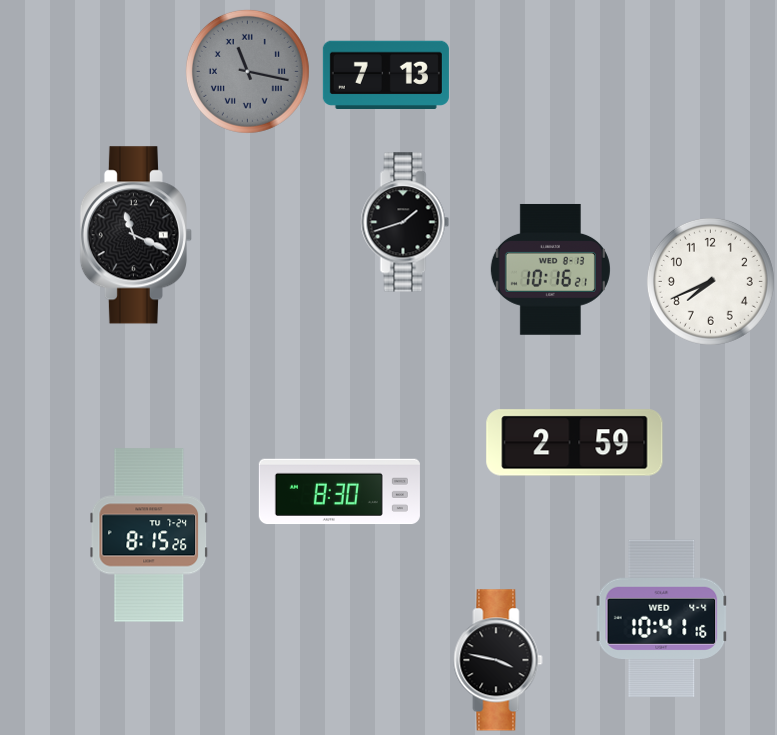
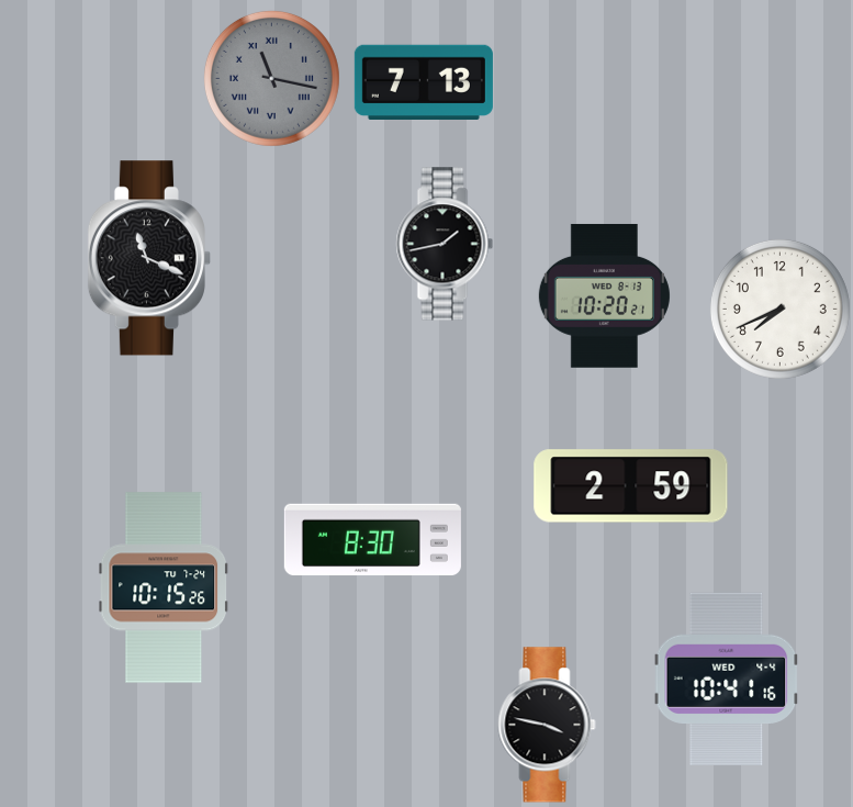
clock at (405, 222): 1:42 -> 1:43
clock at (550, 269): 10:16 -> 10:20
clock at (149, 535): 8:15 -> 10:15
